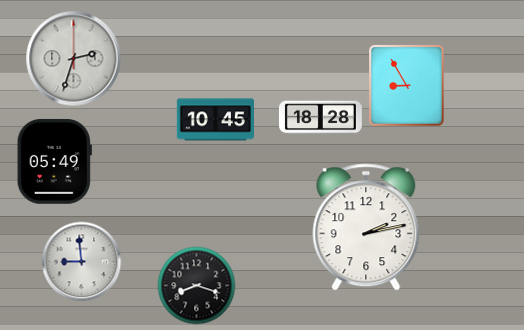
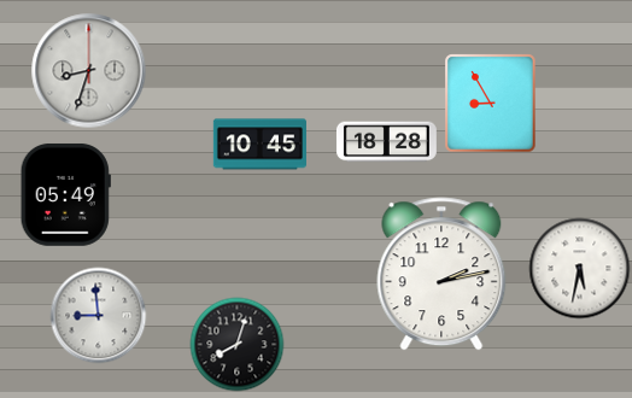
clock at (73, 58): 2:33 -> 8:33
clock at (579, 268): none -> 5:32
clock at (196, 285): 8:18 -> 8:03
